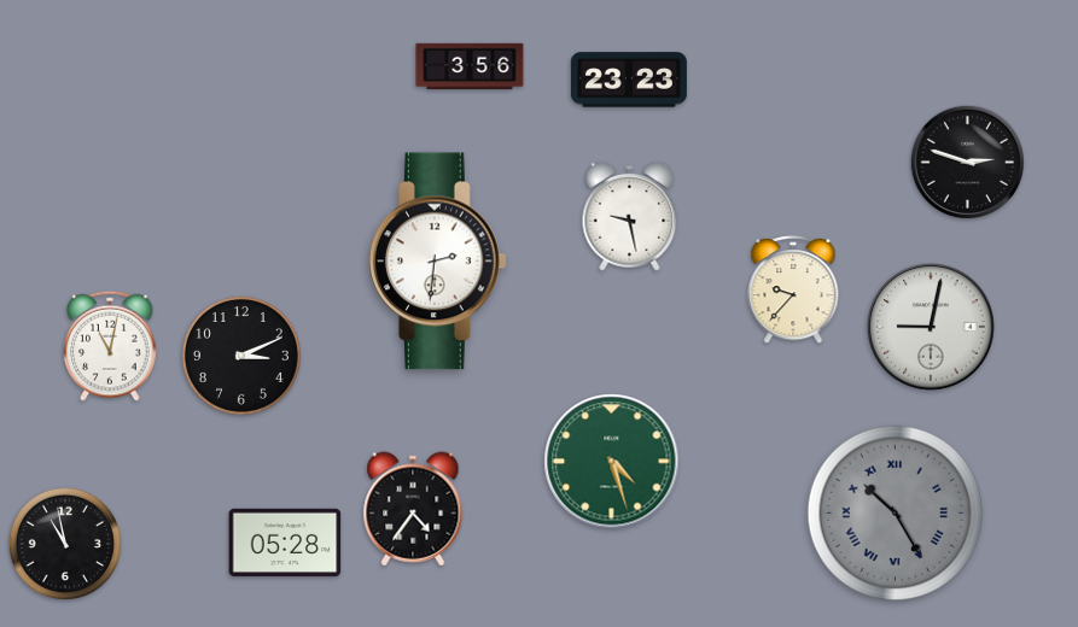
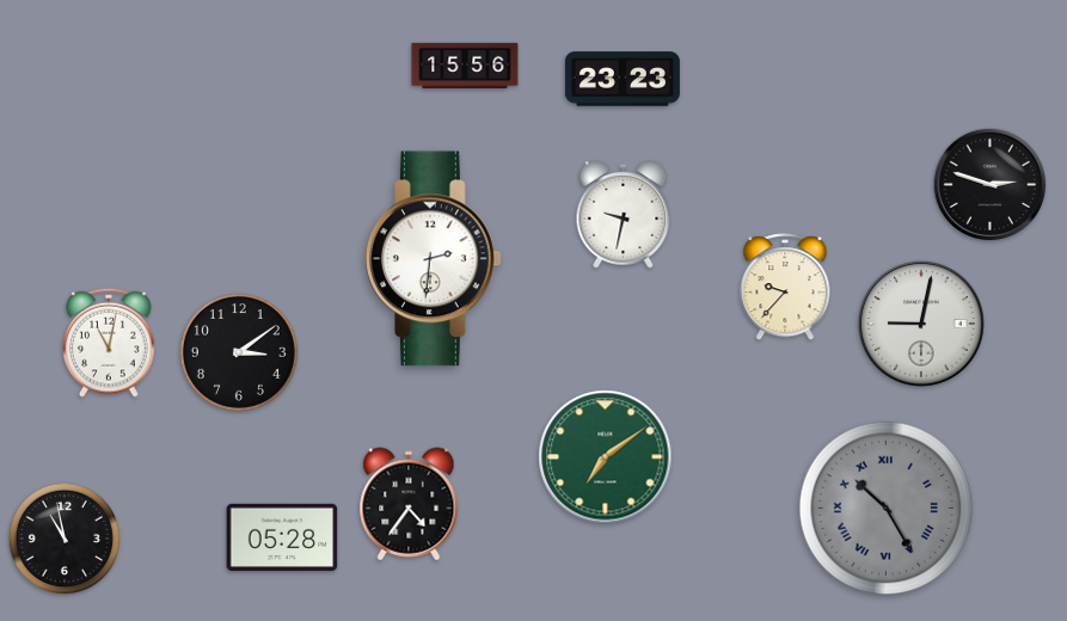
clock at (470, 65): 3:56 -> 15:56
clock at (968, 163) position: (968, 163) -> (991, 185)
clock at (630, 216): 9:28 -> 9:32
clock at (241, 356): 3:11 -> 3:09
clock at (612, 462): 4:27 -> 7:09
